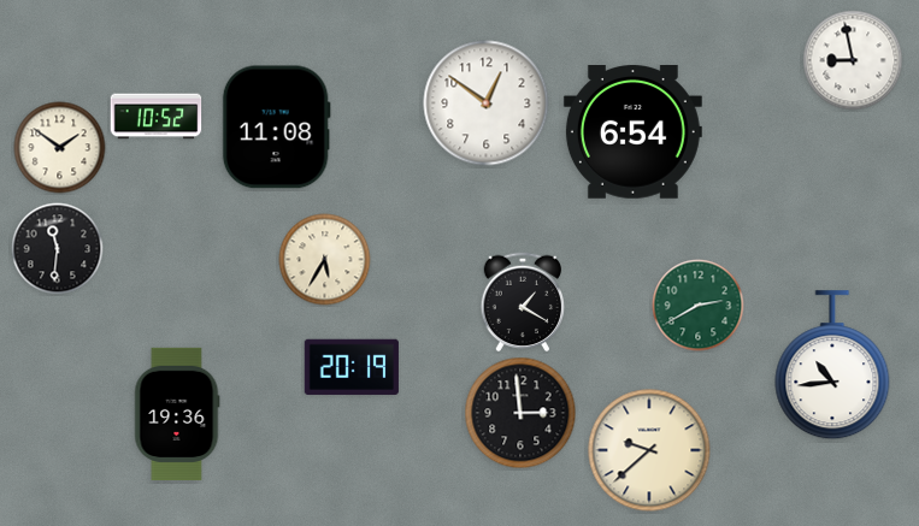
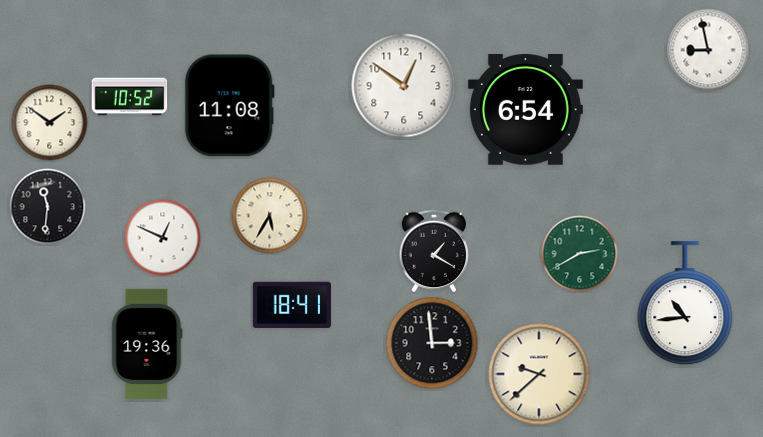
clock at (163, 238): none -> 12:49
clock at (832, 366) position: (832, 366) -> (685, 304)
clock at (352, 367): 20:19 -> 18:41
